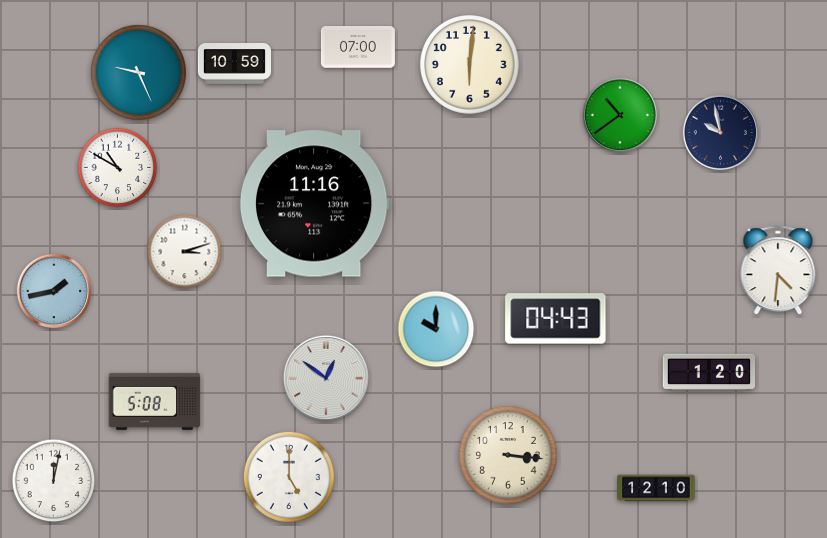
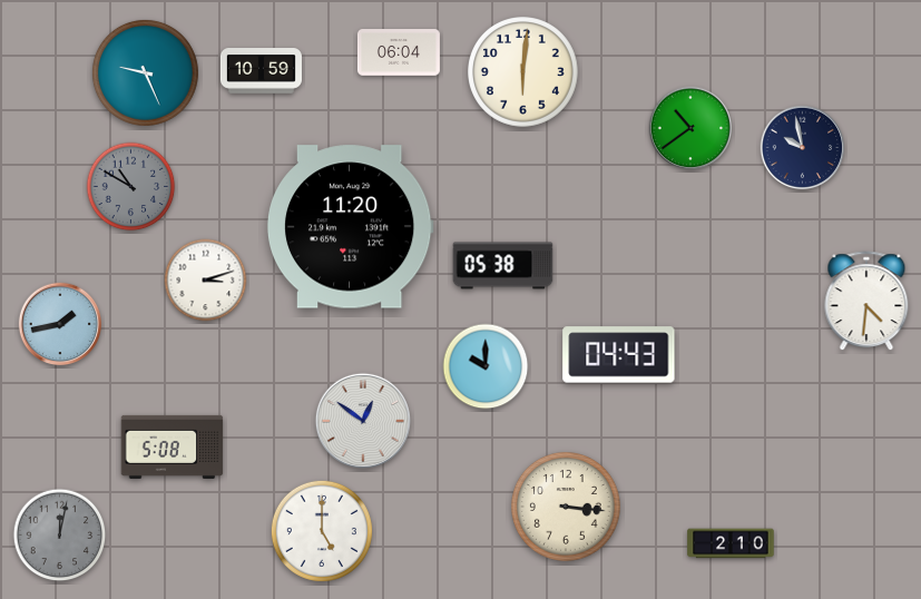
clock at (358, 47): 07:00 -> 06:04
clock at (138, 72) position: (138, 72) -> (145, 72)
clock at (118, 168) dial: white -> grey
clock at (314, 204): 11:16 -> 11:20
clock at (503, 266): none -> 05:38
clock at (709, 372): 1:20 -> none
clock at (54, 481) dial: white -> grey
clock at (656, 488): 12:10 -> 2:10
